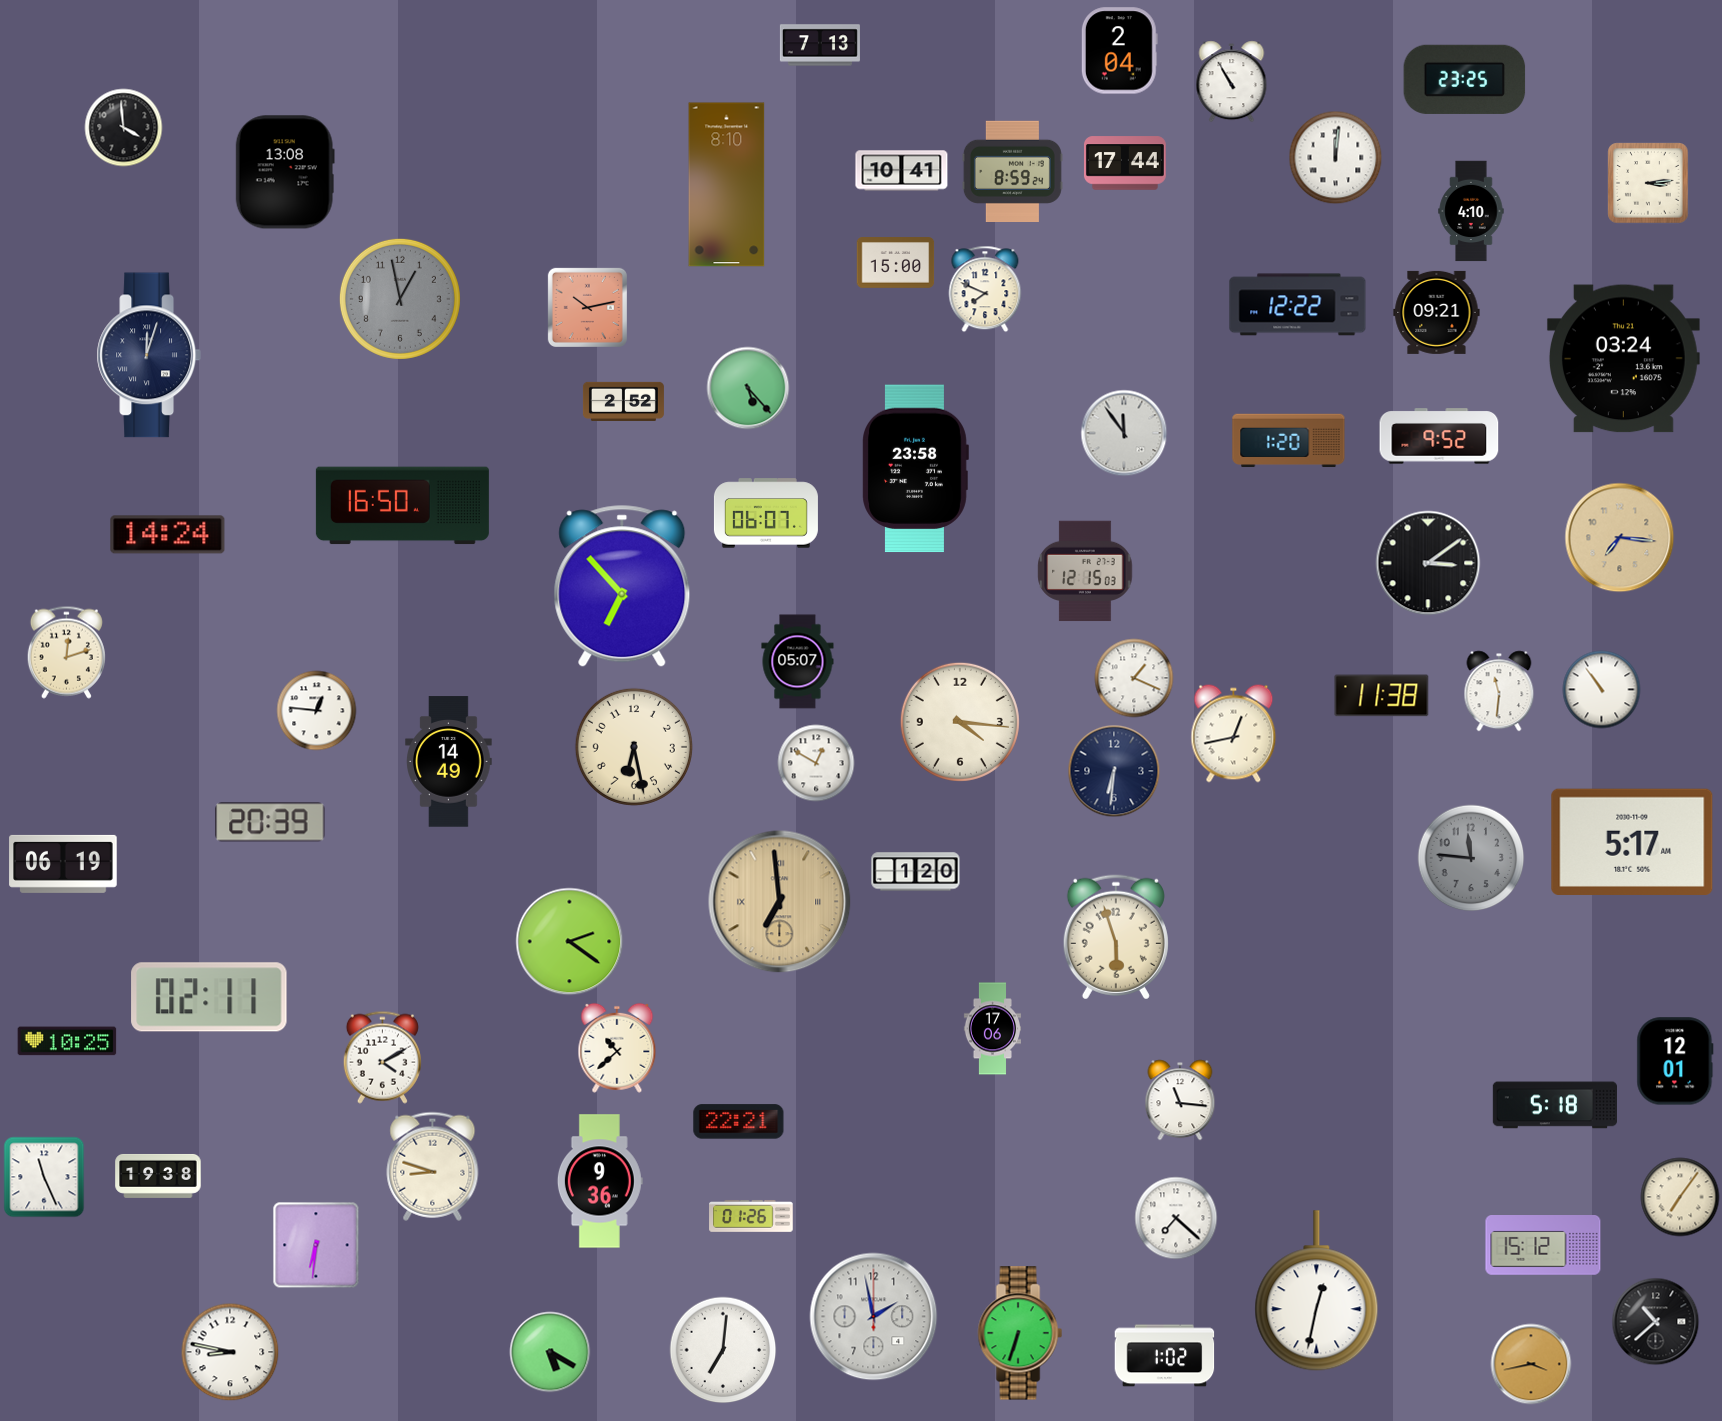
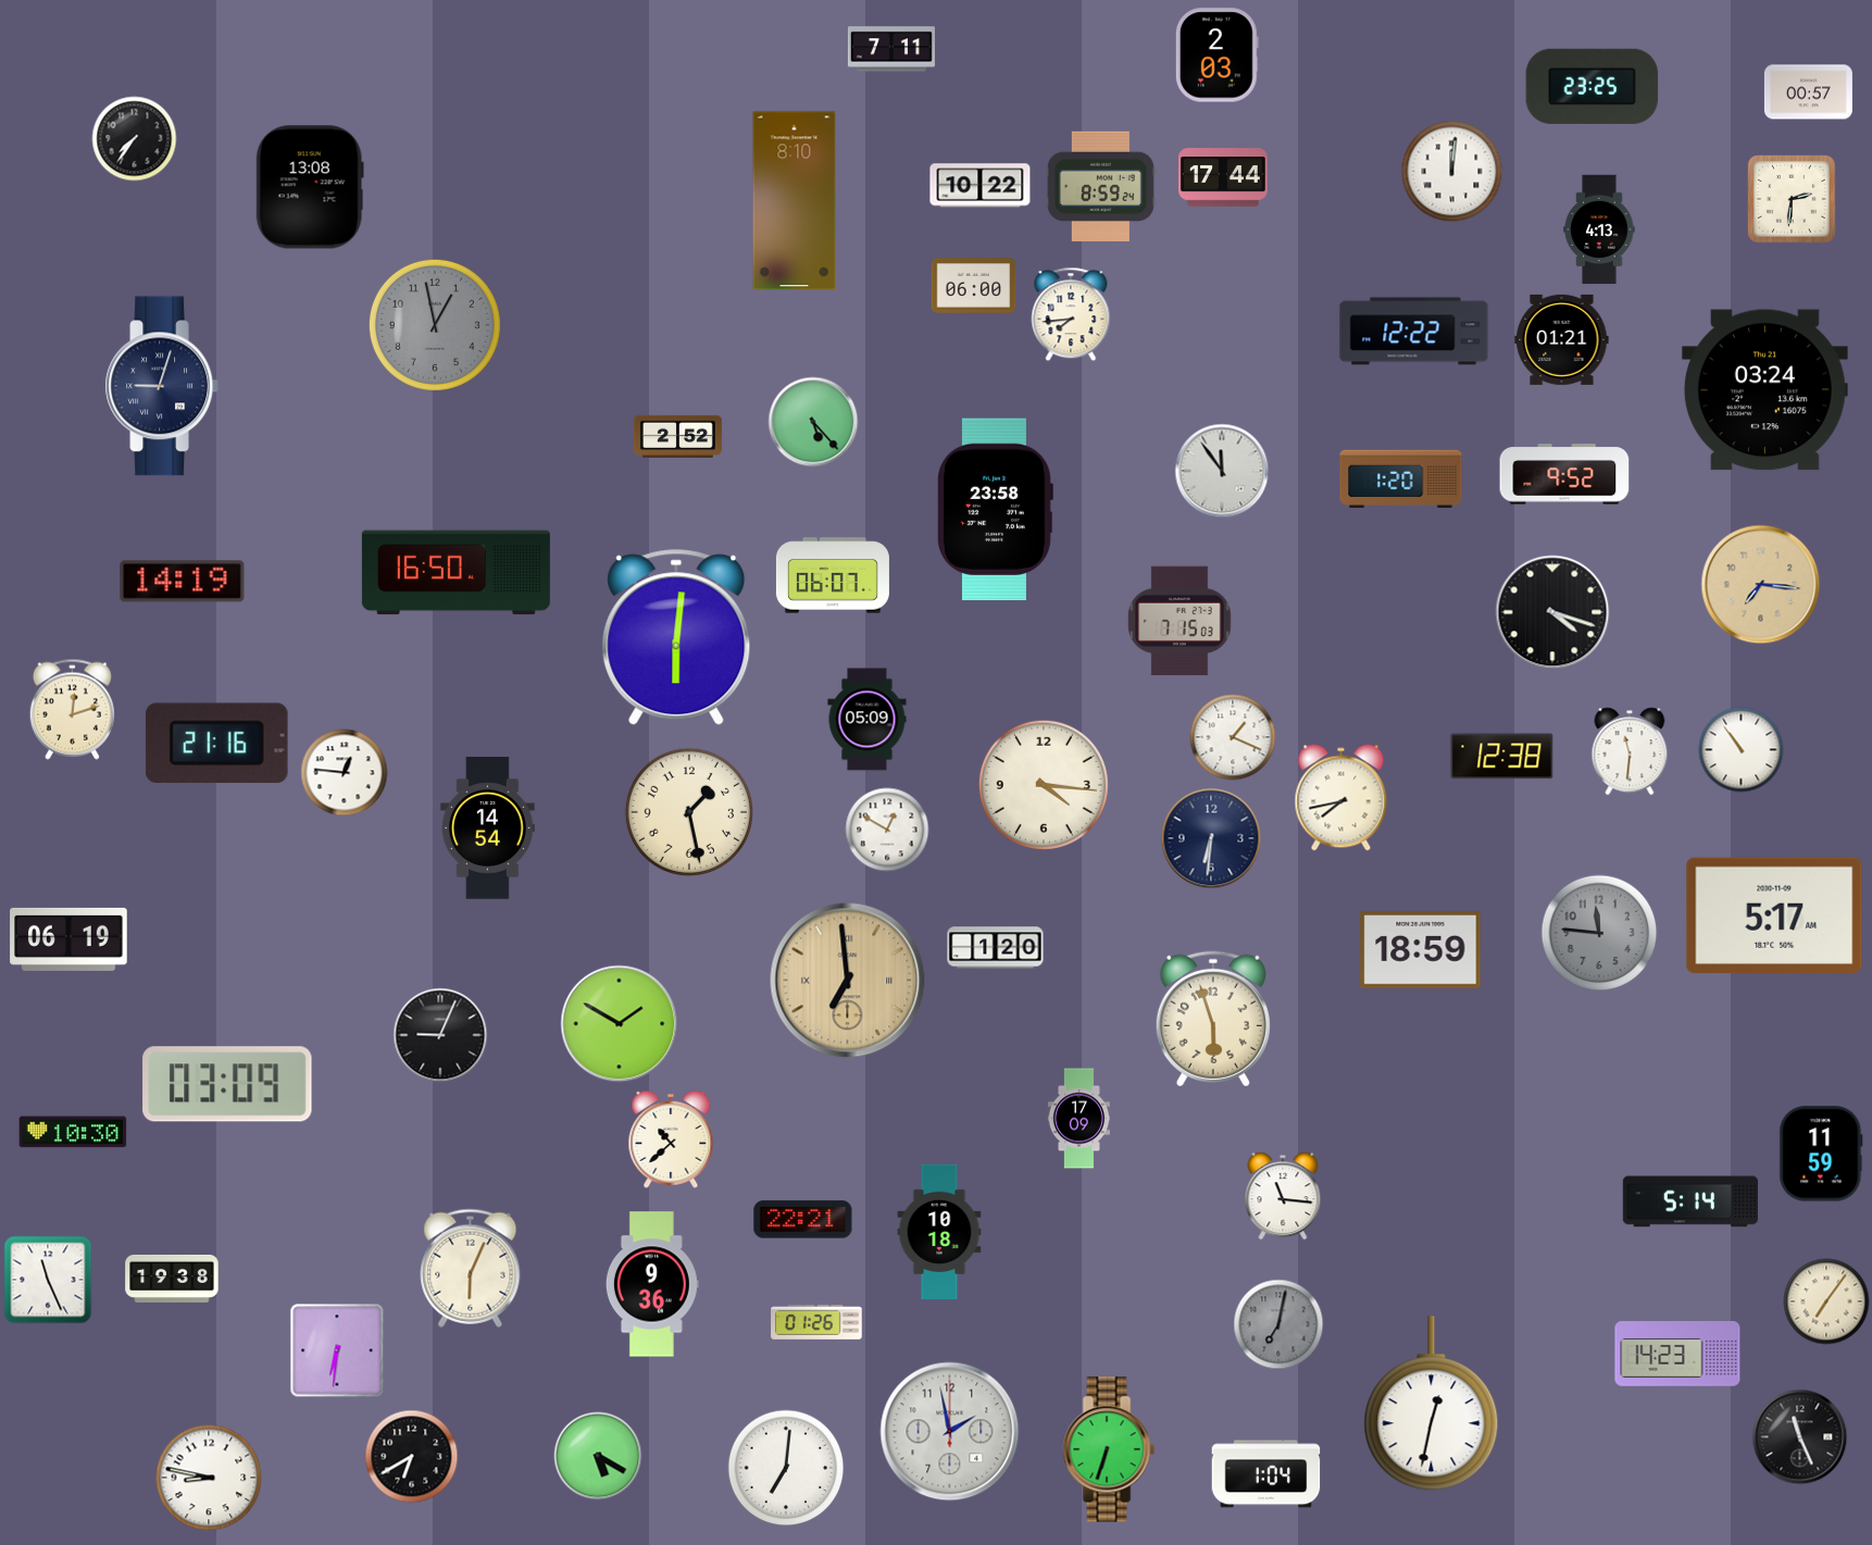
clock at (820, 45): 7:13 -> 7:11
clock at (1119, 51): 2:04 -> 2:03
clock at (1232, 82): 10:55 -> none
clock at (1808, 92): none -> 00:57
clock at (124, 128): 3:59 -> 7:36
clock at (902, 171): 10:41 -> 10:22
clock at (1648, 183): 3:14 -> 2:31
clock at (727, 185) position: (727, 185) -> (795, 201)
clock at (1471, 211): 4:10 -> 4:13
clock at (896, 263): 15:00 -> 06:00
clock at (985, 289): 7:49 -> 7:44
clock at (1298, 305) position: (1298, 305) -> (1414, 332)
clock at (587, 307): 10:13 -> none
clock at (1437, 312): 09:21 -> 01:21
clock at (149, 355): 12:03 -> 9:03
clock at (402, 506) position: (402, 506) -> (455, 573)
clock at (766, 513) position: (766, 513) -> (833, 575)
clock at (168, 535): 14:24 -> 14:19
clock at (1428, 563): 3:09 -> 4:18
clock at (1085, 571): 12:15 -> 7:15
clock at (622, 586): 6:53 -> 6:01
clock at (798, 662): 05:07 -> 05:09
clock at (216, 744): none -> 21:16
clock at (1382, 696): 11:38 -> 12:38
clock at (1234, 734): 12:43 -> 7:43
clock at (634, 747): 6:28 -> 1:28
clock at (449, 762): 14:49 -> 14:54
clock at (270, 822): 20:39 -> none
clock at (1421, 949): none -> 18:59
clock at (570, 942): 2:21 -> 1:50
clock at (440, 1035): none -> 9:04
clock at (209, 997): 02:11 -> 03:09
clock at (992, 1029): 17:06 -> 17:09
clock at (67, 1041): 10:25 -> 10:30
clock at (382, 1057): 4:10 -> none
clock at (1675, 1061): 12:01 -> 11:59
clock at (1554, 1105): 5:18 -> 5:14
clock at (939, 1231): none -> 10:18
clock at (433, 1166): 8:48 -> 6:04
clock at (1176, 1218): 7:22 -> 7:02
clock at (1176, 1218) dial: white -> grey
clock at (316, 1245) position: (316, 1245) -> (337, 1350)
clock at (1543, 1246): 15:12 -> 14:23
clock at (1656, 1322): 10:38 -> 11:26
clock at (412, 1457): none -> 6:40
clock at (230, 1352) position: (230, 1352) -> (209, 1478)
clock at (550, 1352) position: (550, 1352) -> (598, 1456)
clock at (1165, 1356): 1:02 -> 1:04
clock at (1531, 1364): 3:43 -> none
